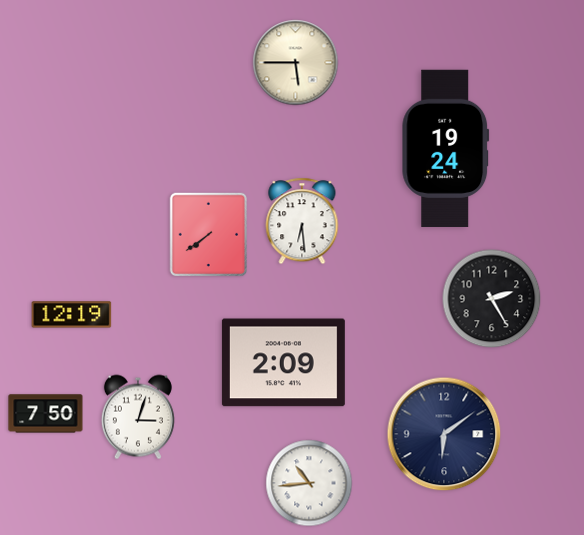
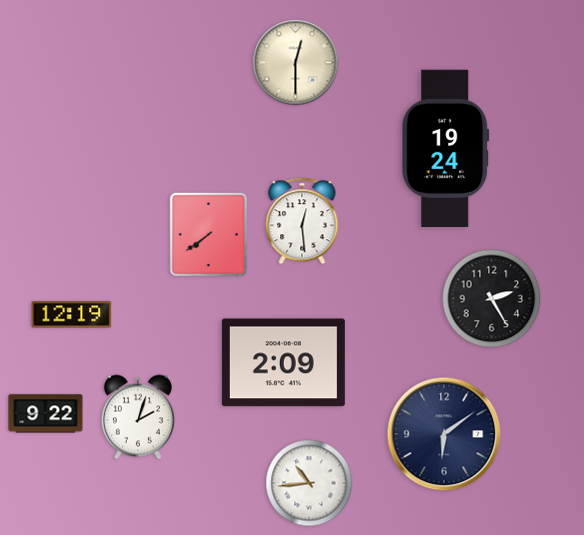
clock at (296, 63): 5:45 -> 12:30
clock at (302, 221): 6:29 -> 12:29
clock at (46, 414): 7:50 -> 9:22
clock at (138, 417): 3:03 -> 2:03
